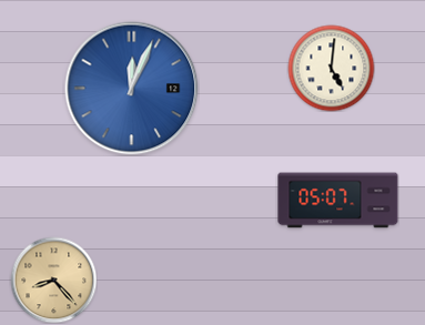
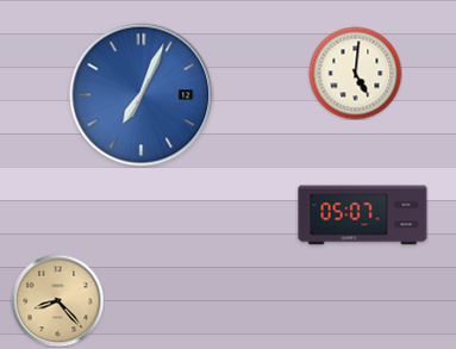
clock at (132, 89): 12:04 -> 7:04
